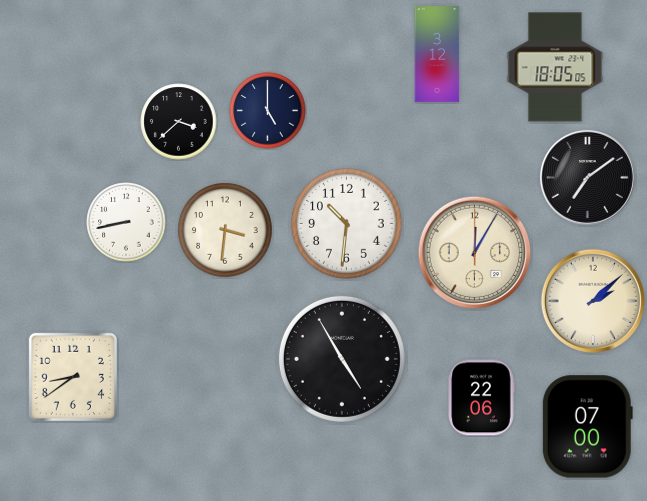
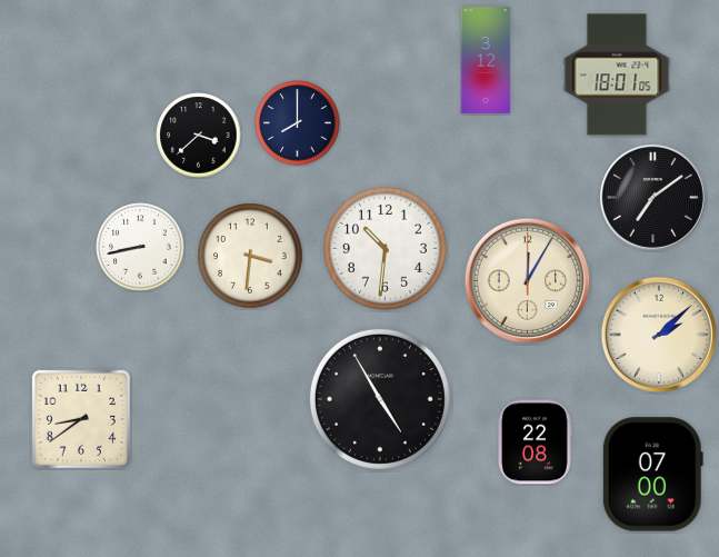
clock at (555, 67): 18:05 -> 18:01
clock at (268, 111): 5:00 -> 8:00
clock at (481, 398): 22:06 -> 22:08
